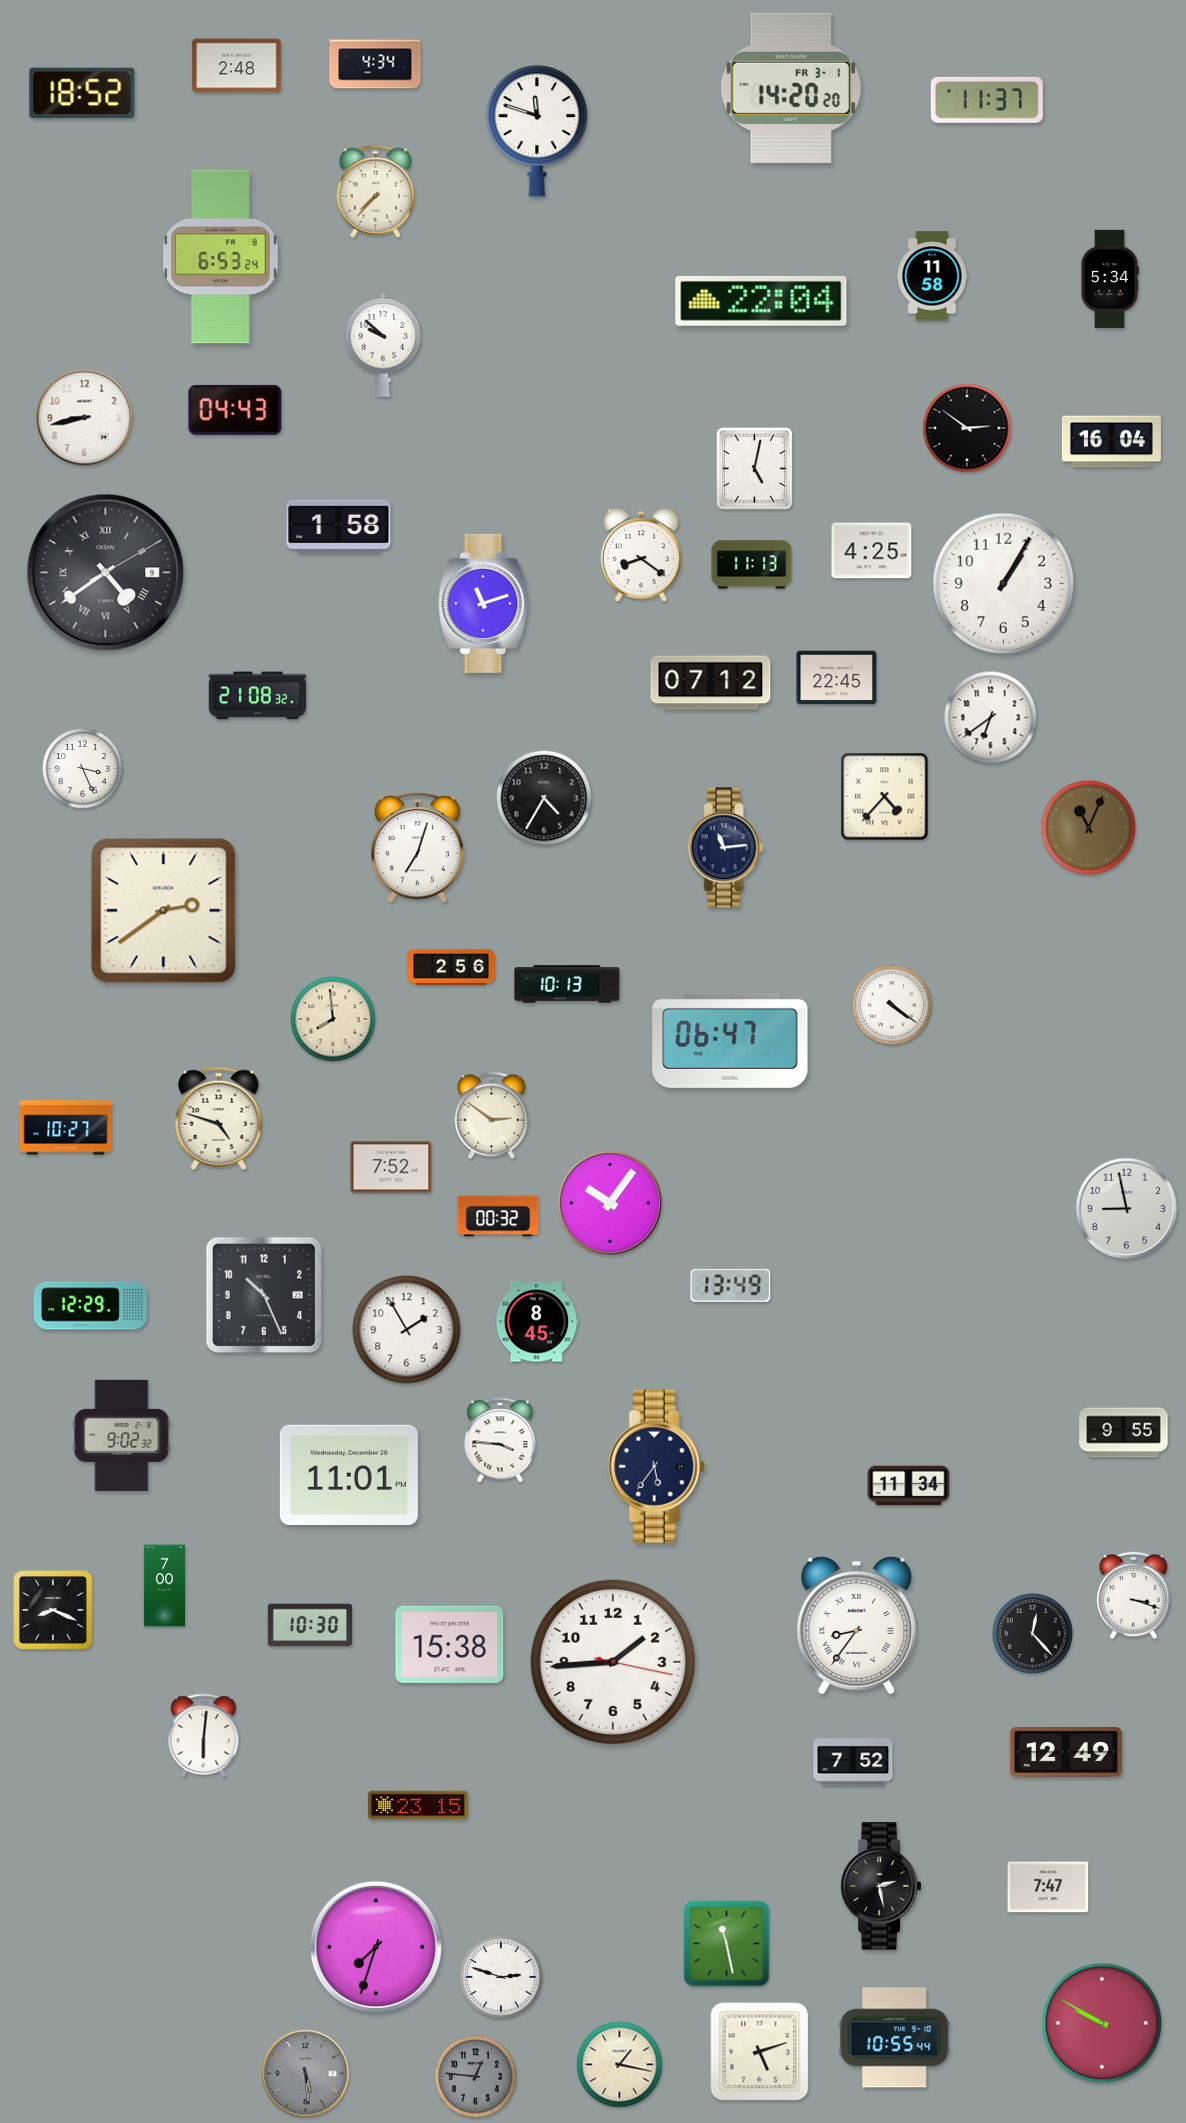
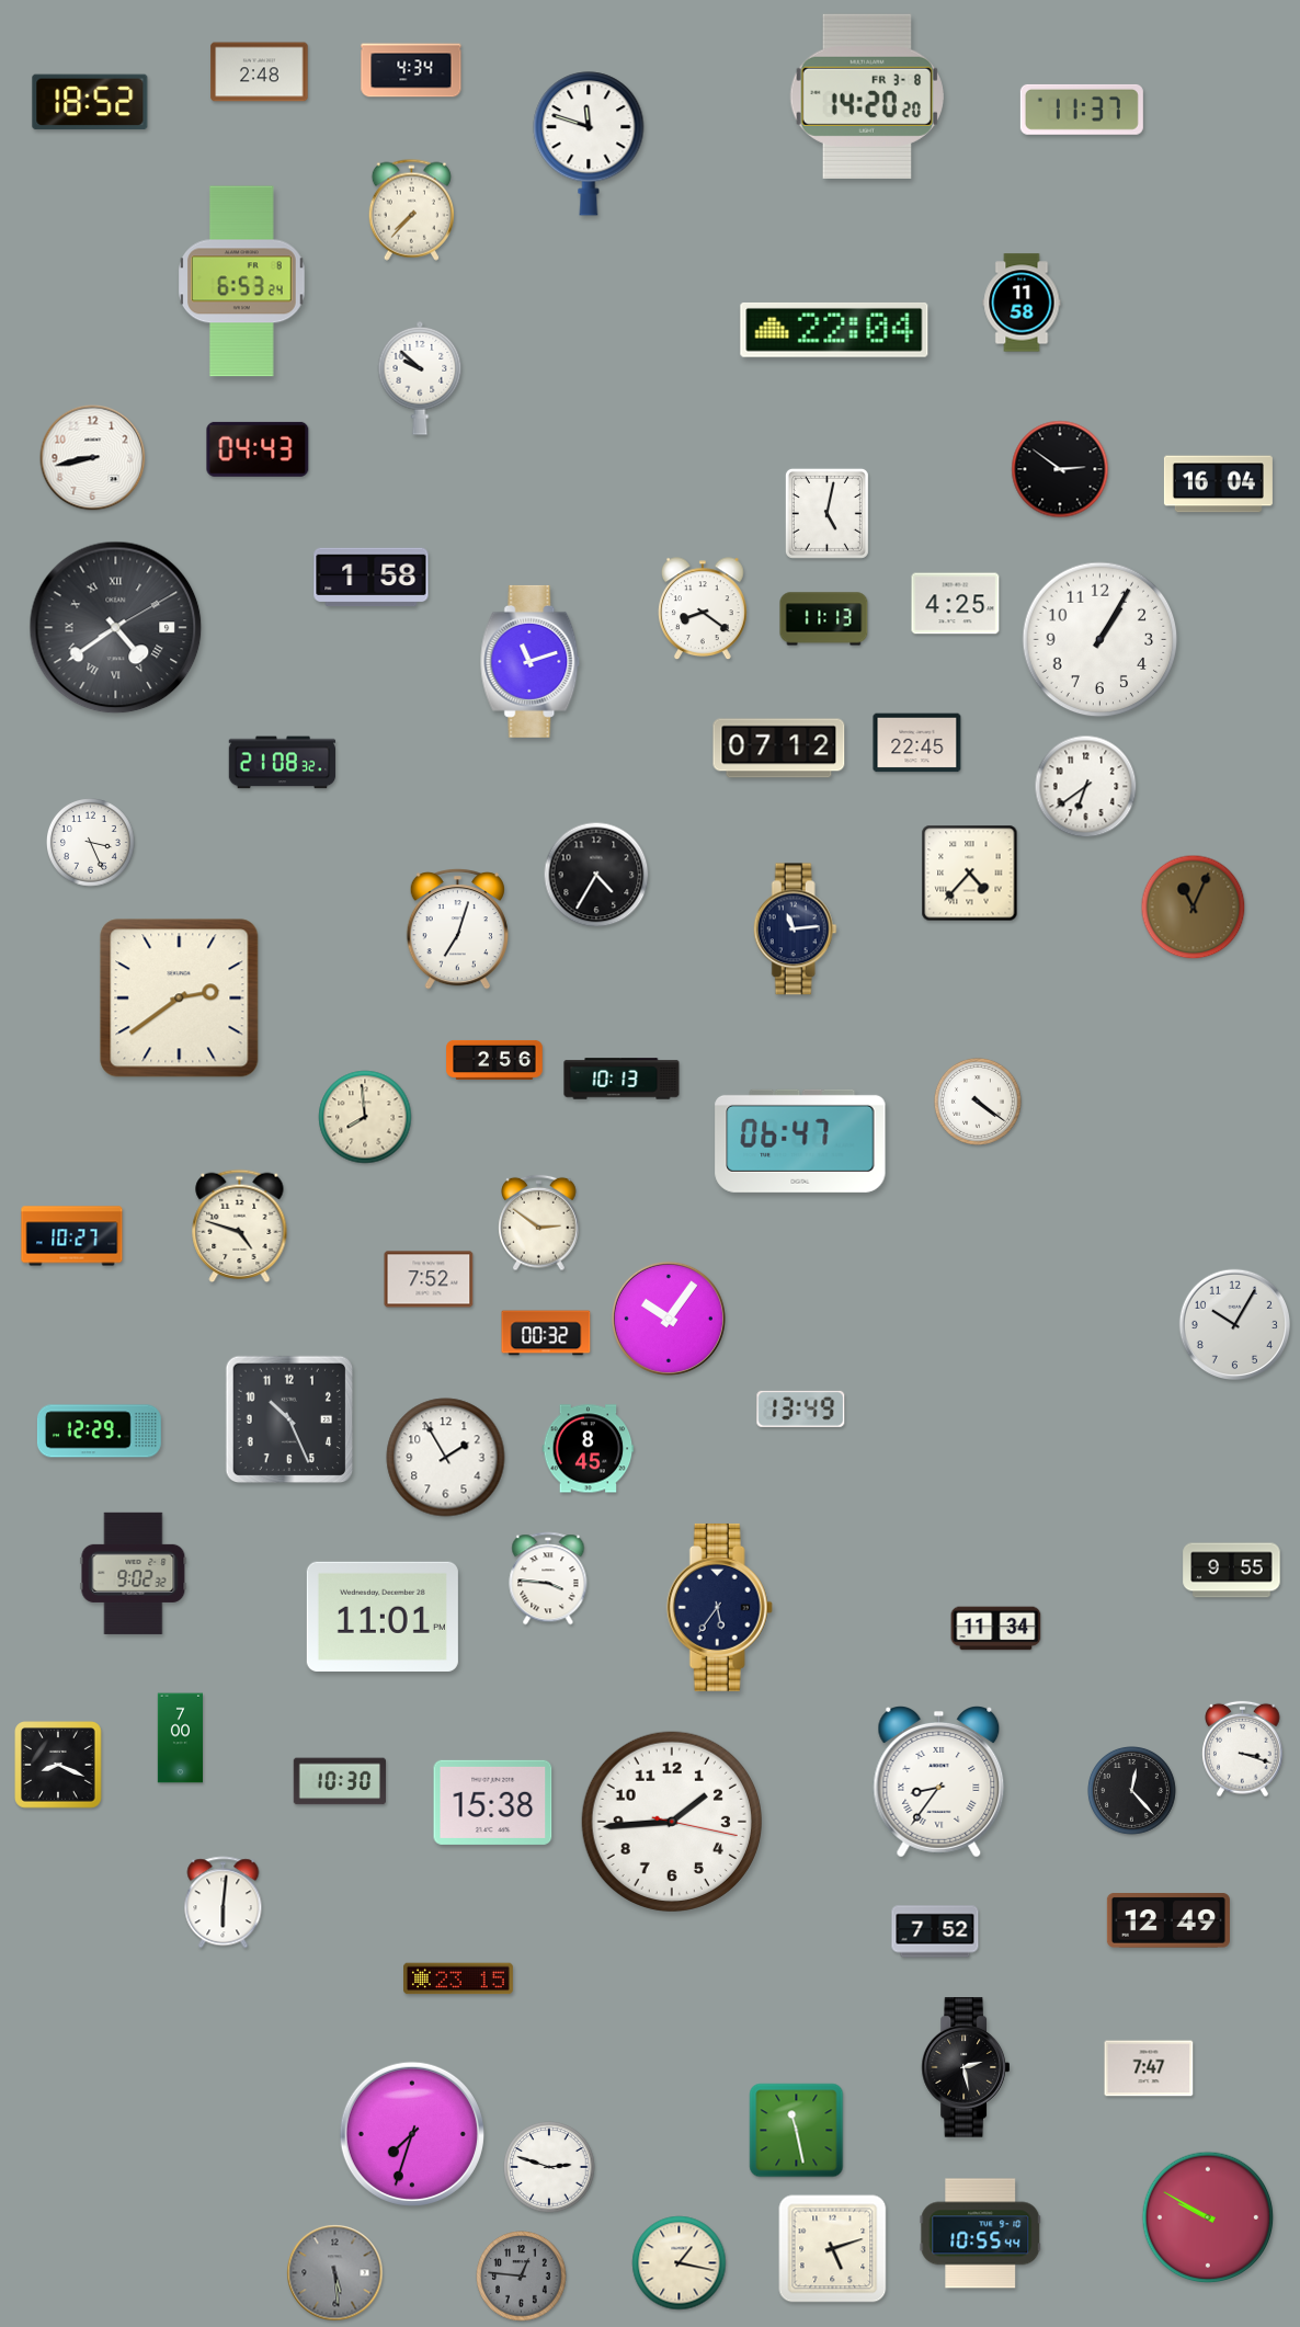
clock at (791, 88) date: FR 3-1 -> FR 3-8
clock at (1109, 279): 5:34 -> none
clock at (1126, 1208): 8:58 -> 10:05
